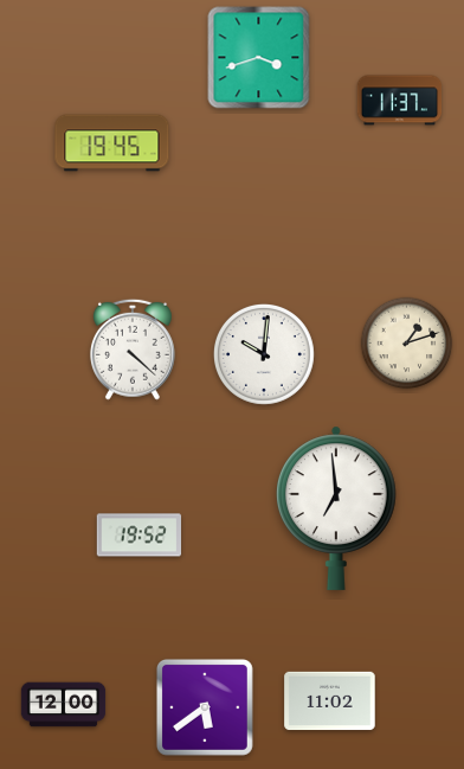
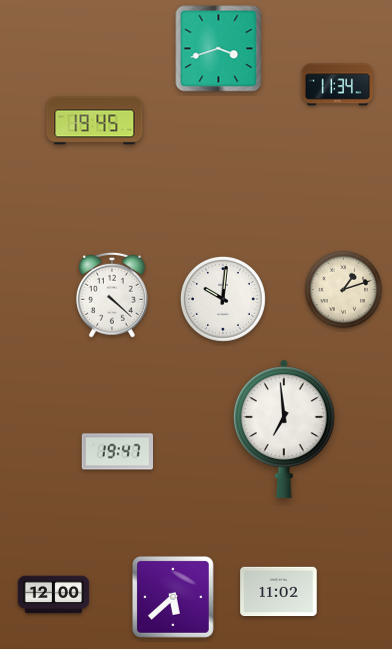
clock at (400, 101): 11:37 -> 11:34
clock at (140, 536): 19:52 -> 19:47
clock at (205, 707): 5:39 -> 5:38
